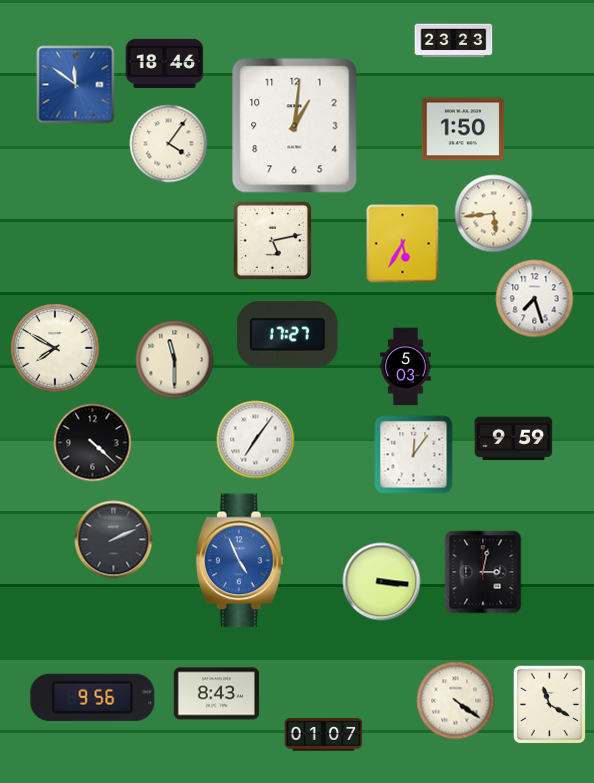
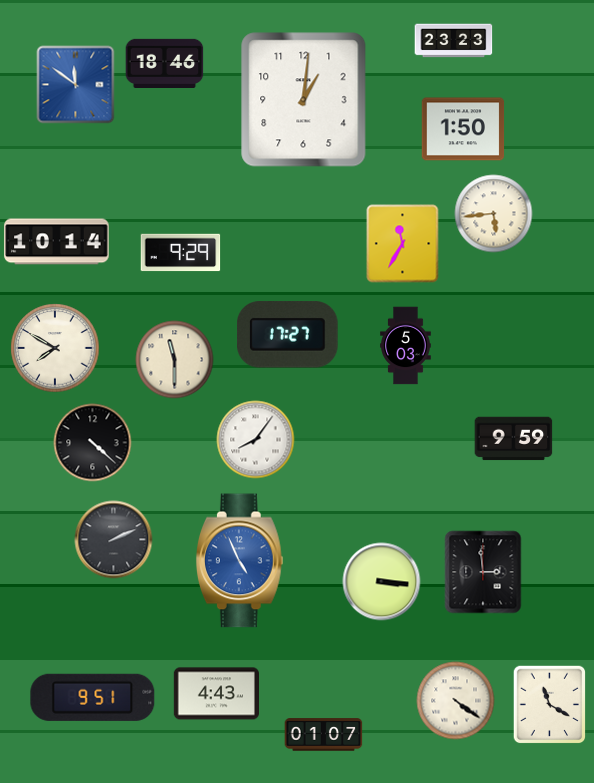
clock at (295, 126) position: (295, 126) -> (304, 100)
clock at (168, 143): 4:06 -> none
clock at (272, 240): 5:13 -> none
clock at (57, 242): none -> 10:14
clock at (403, 243): 5:35 -> 11:35
clock at (180, 253): none -> 9:29
clock at (534, 298): 7:27 -> none
clock at (406, 366) position: (406, 366) -> (406, 345)
clock at (255, 439): 7:06 -> 8:06
clock at (413, 454): 12:06 -> none
clock at (483, 572): 3:02 -> 2:59
clock at (216, 694): 8:43 -> 4:43
clock at (93, 697): 9:56 -> 9:51
